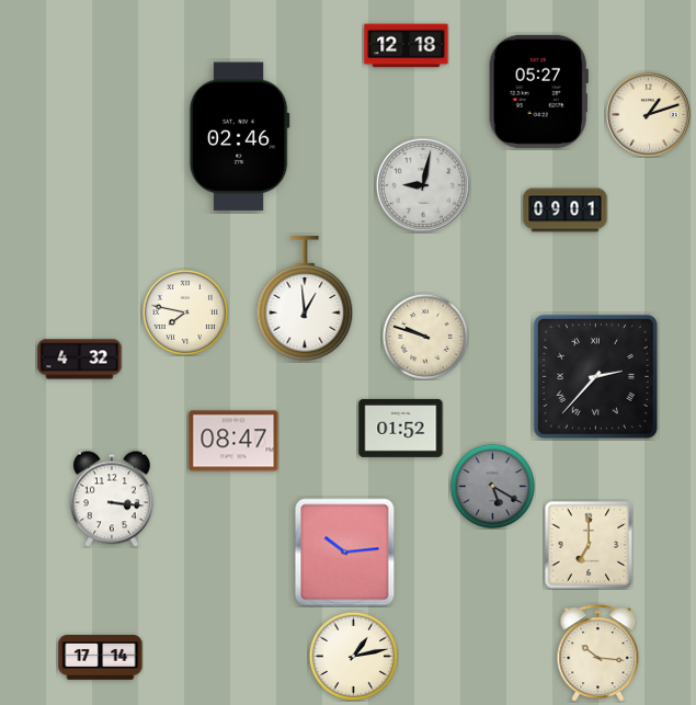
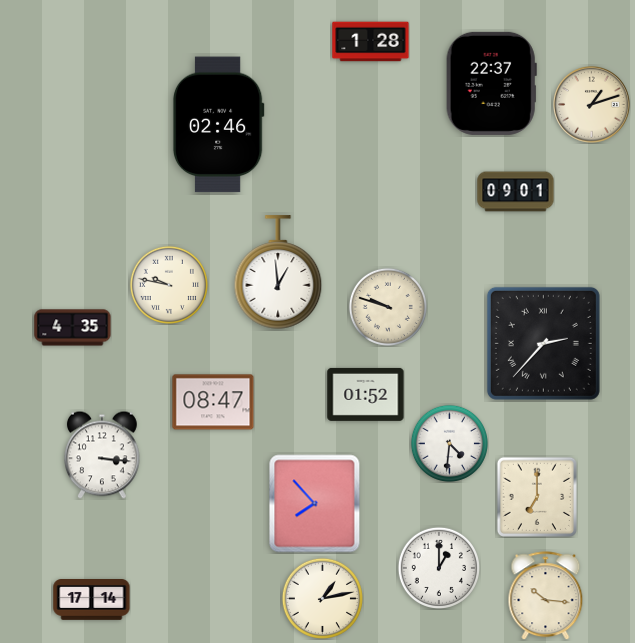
clock at (407, 46): 12:18 -> 1:28
clock at (538, 91): 05:27 -> 22:37
clock at (423, 185): 9:02 -> none
clock at (185, 312): 7:47 -> 9:47
clock at (80, 360): 4:32 -> 4:35
clock at (401, 428) position: (401, 428) -> (366, 394)
clock at (492, 486): 5:20 -> 4:31
clock at (492, 486) dial: grey -> white
clock at (345, 553): 10:14 -> 7:53
clock at (438, 567): none -> 1:00
